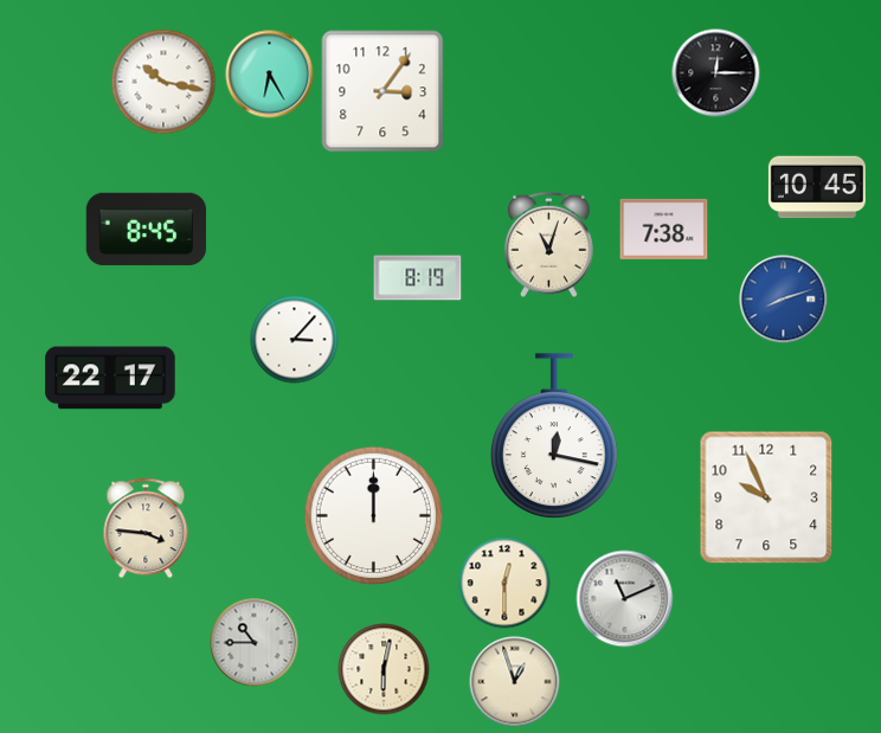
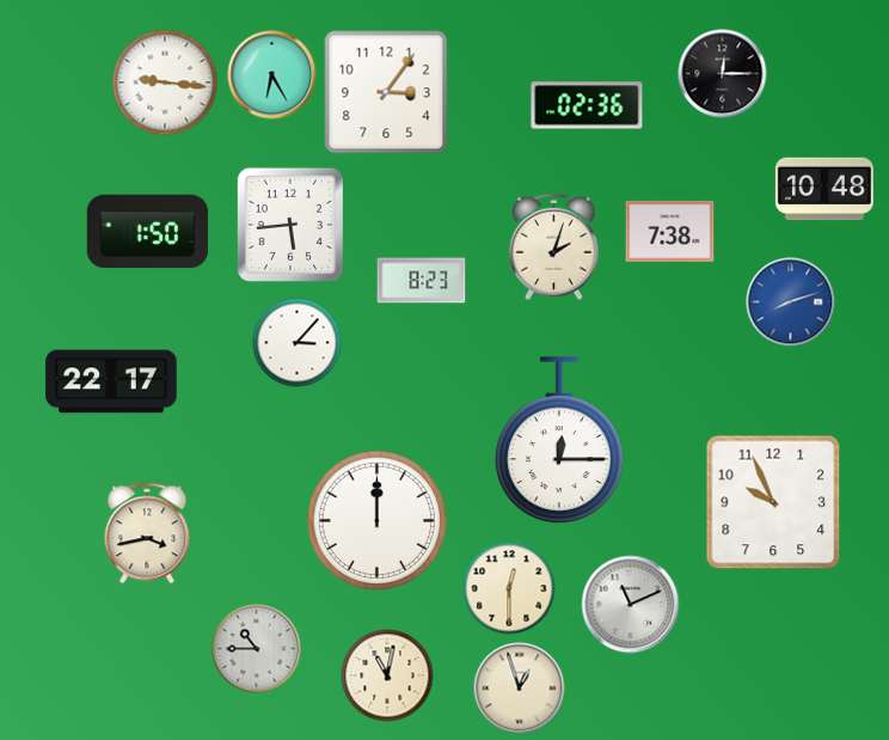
clock at (163, 82): 10:17 -> 9:16
clock at (587, 105): none -> 02:36
clock at (817, 187): 10:45 -> 10:48
clock at (290, 225): none -> 5:44
clock at (147, 230): 8:45 -> 1:50
clock at (549, 245): 11:03 -> 2:03
clock at (418, 278): 8:19 -> 8:23
clock at (554, 437): 12:17 -> 12:15
clock at (146, 528): 3:46 -> 3:43
clock at (384, 669): 6:02 -> 11:02
